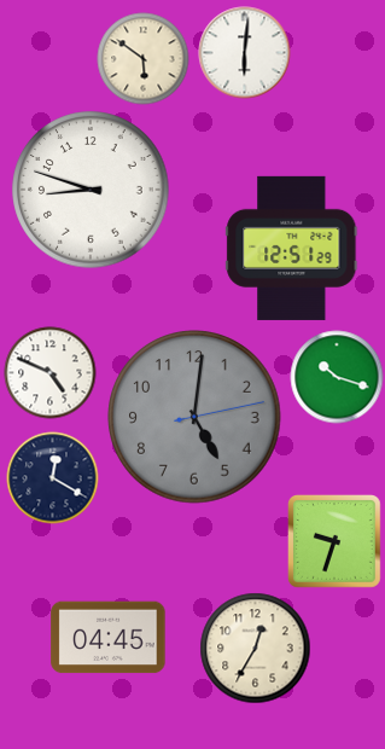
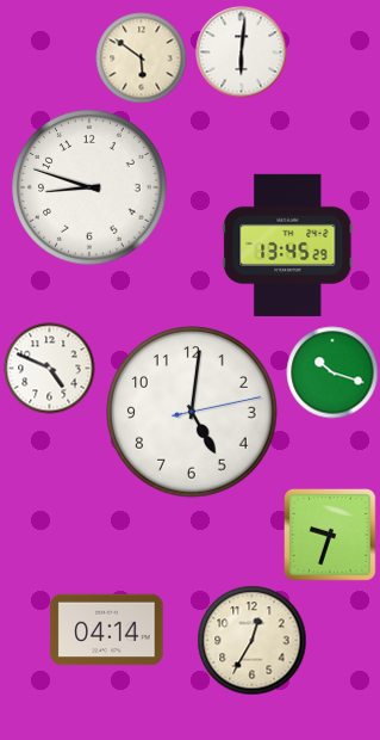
clock at (292, 248): 12:51 -> 13:45
clock at (194, 417) dial: grey -> white
clock at (53, 478): 12:20 -> none
clock at (109, 638): 04:45 -> 04:14
